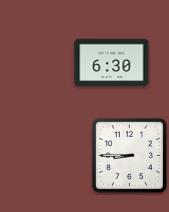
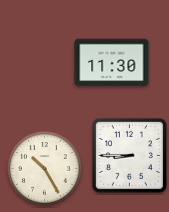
clock at (112, 63): 6:30 -> 11:30
clock at (45, 169): none -> 10:25
